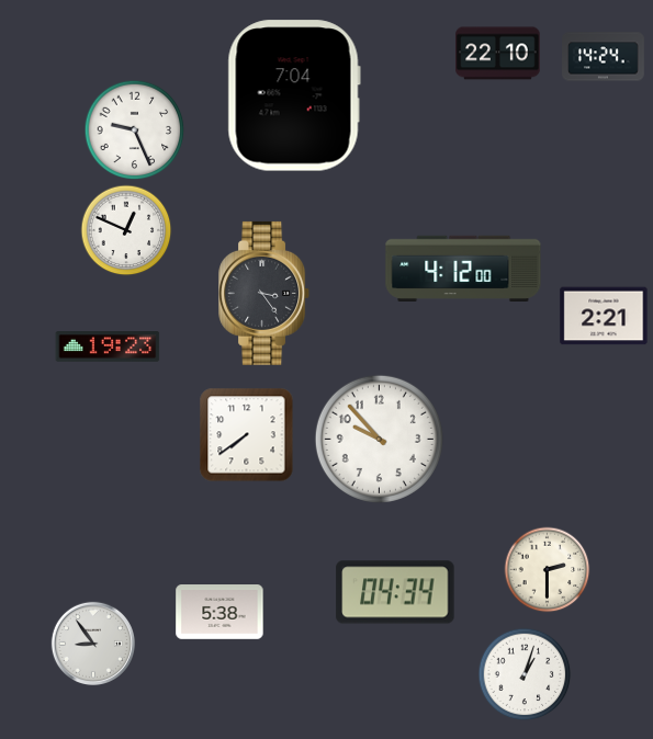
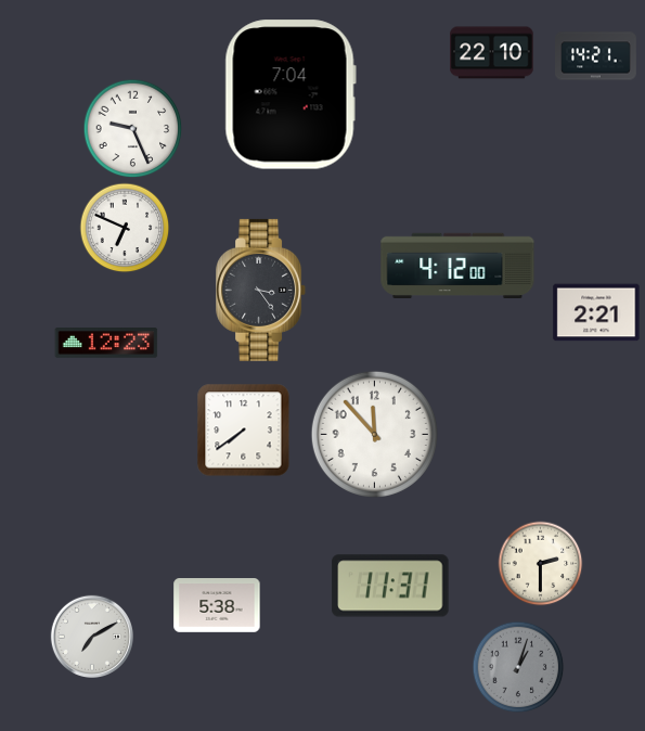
clock at (604, 57): 14:24 -> 14:21
clock at (126, 230): 12:49 -> 6:49
clock at (108, 346): 19:23 -> 12:23
clock at (379, 439): 9:53 -> 11:53
clock at (395, 592): 04:34 -> 11:31
clock at (92, 643): 8:54 -> 7:10
clock at (525, 674) dial: white -> grey
